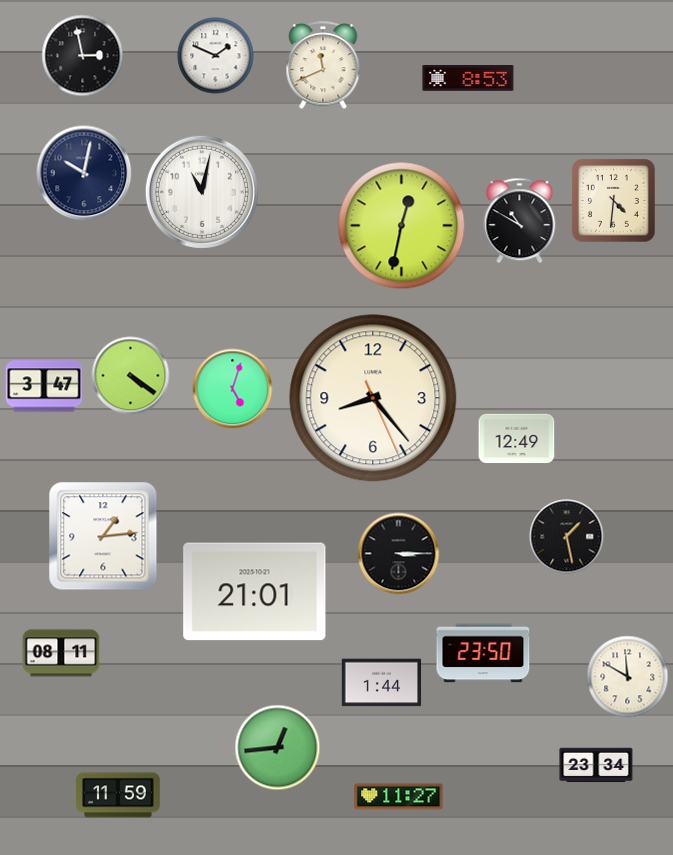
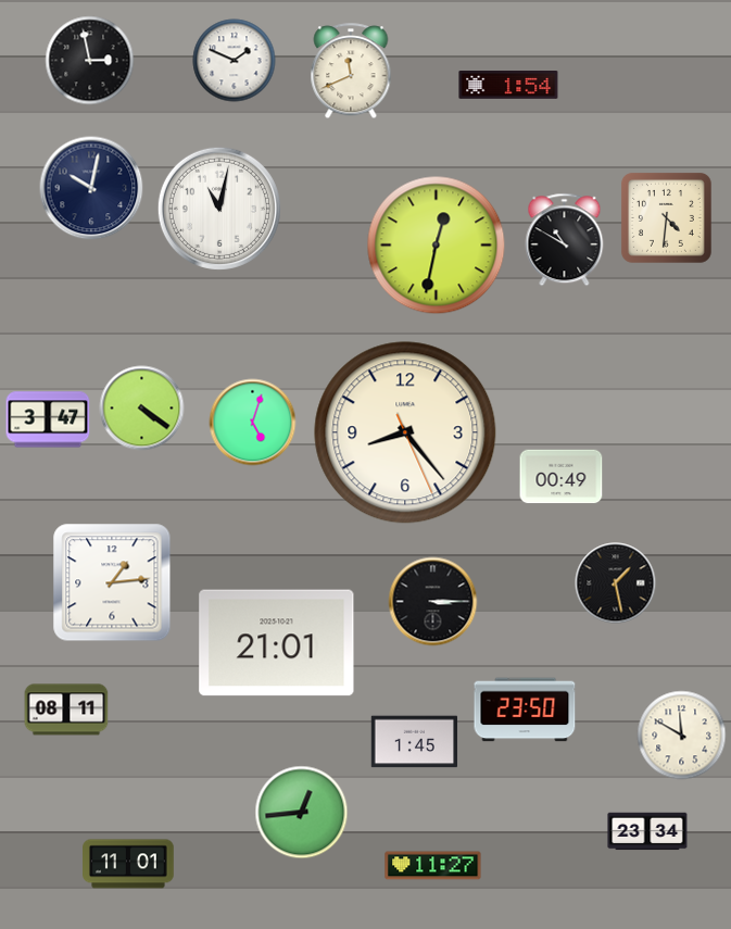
clock at (468, 79): 8:53 -> 1:54
clock at (517, 439): 12:49 -> 00:49
clock at (382, 683): 1:44 -> 1:45
clock at (118, 795): 11:59 -> 11:01
